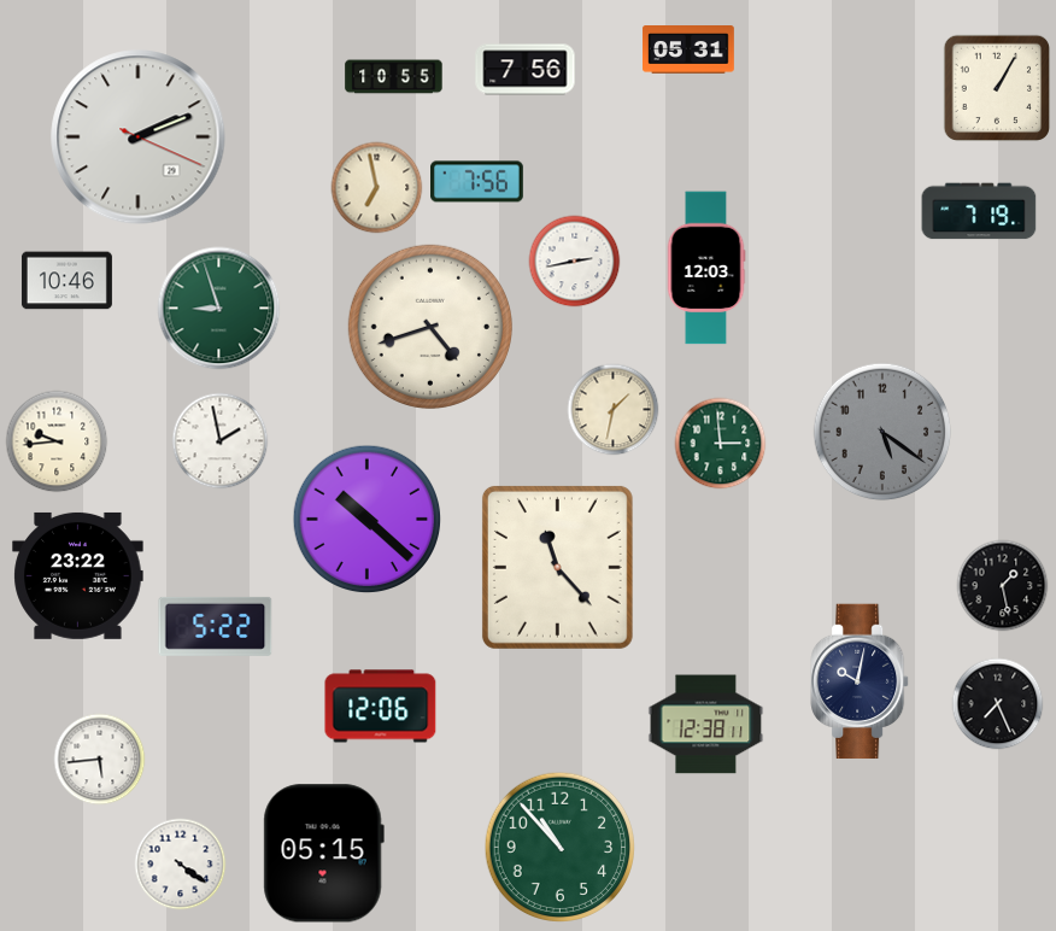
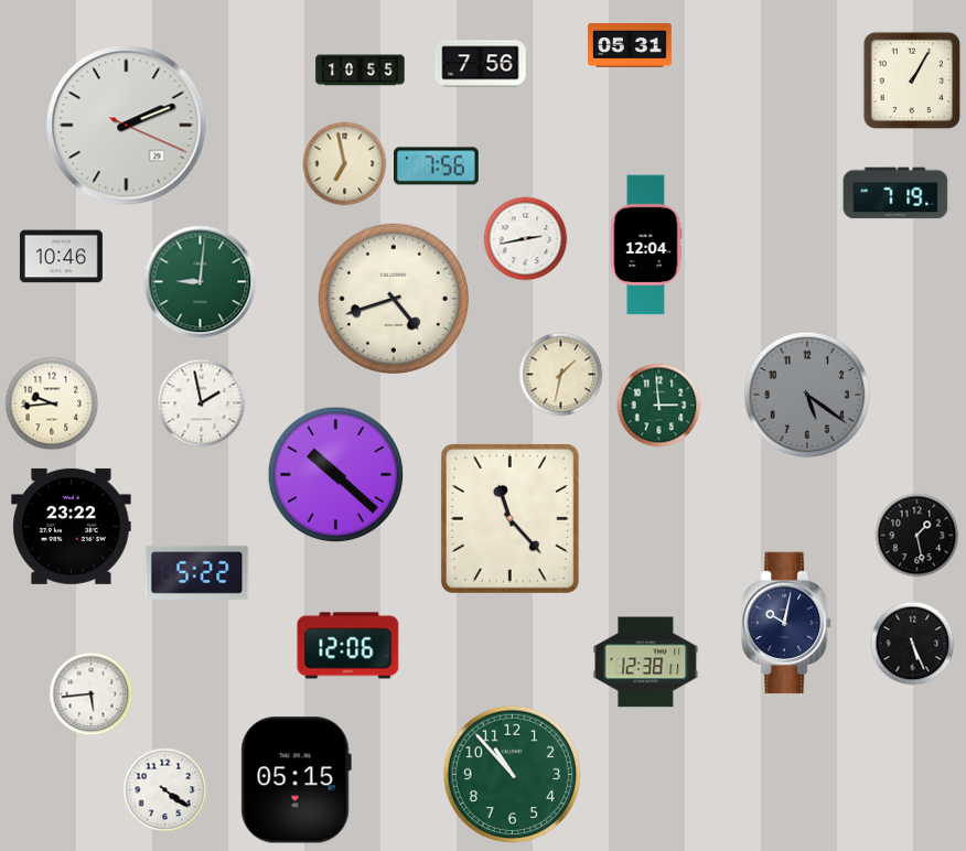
clock at (377, 188) position: (377, 188) -> (345, 164)
clock at (706, 268): 12:03 -> 12:04
clock at (219, 309): 8:57 -> 9:01
clock at (998, 704): 7:26 -> 5:26
